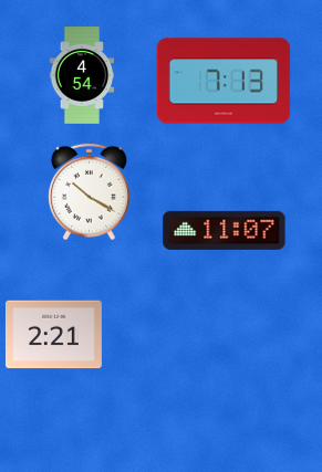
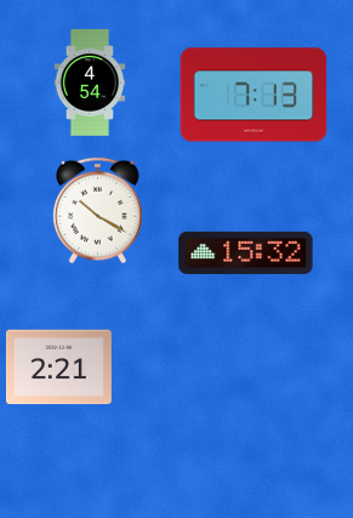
clock at (224, 81) position: (224, 81) -> (254, 95)
clock at (225, 230): 11:07 -> 15:32
